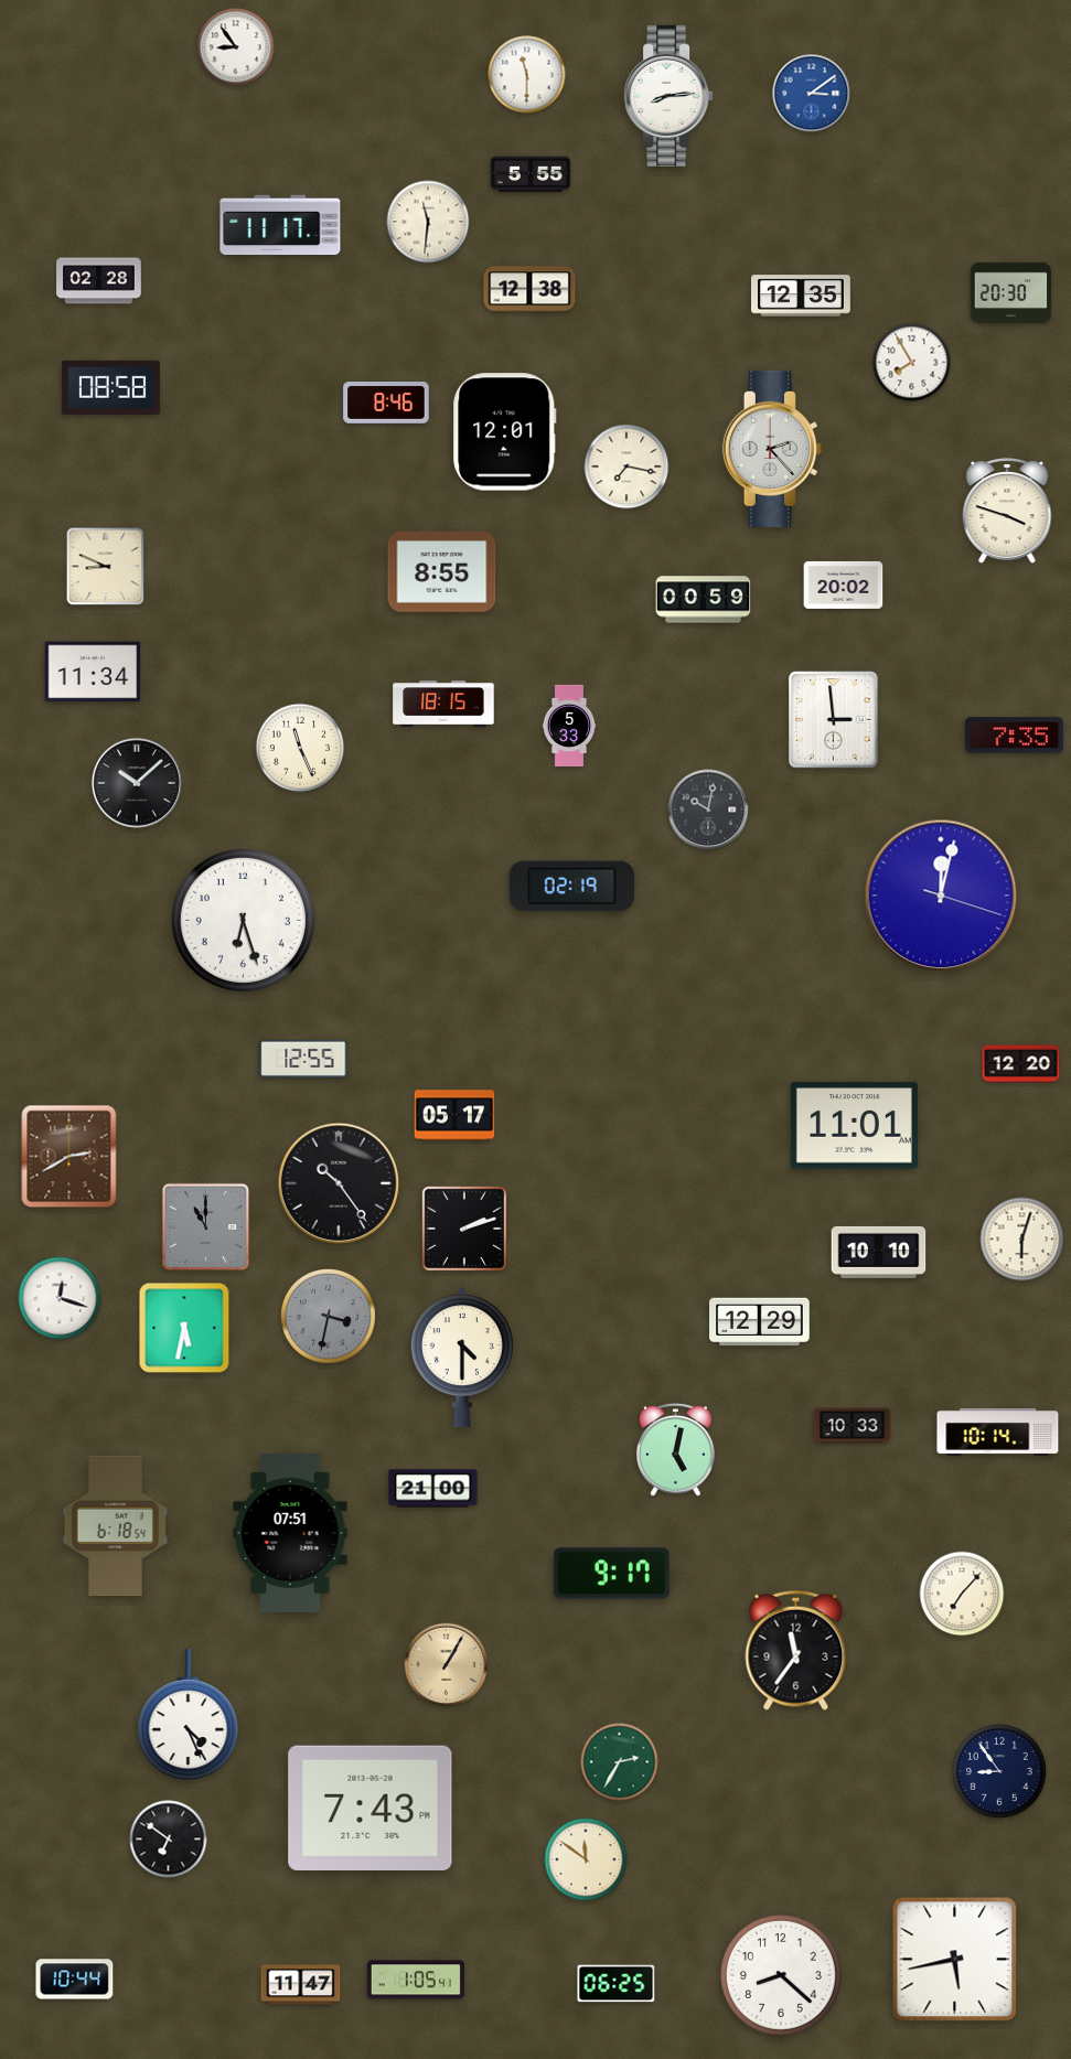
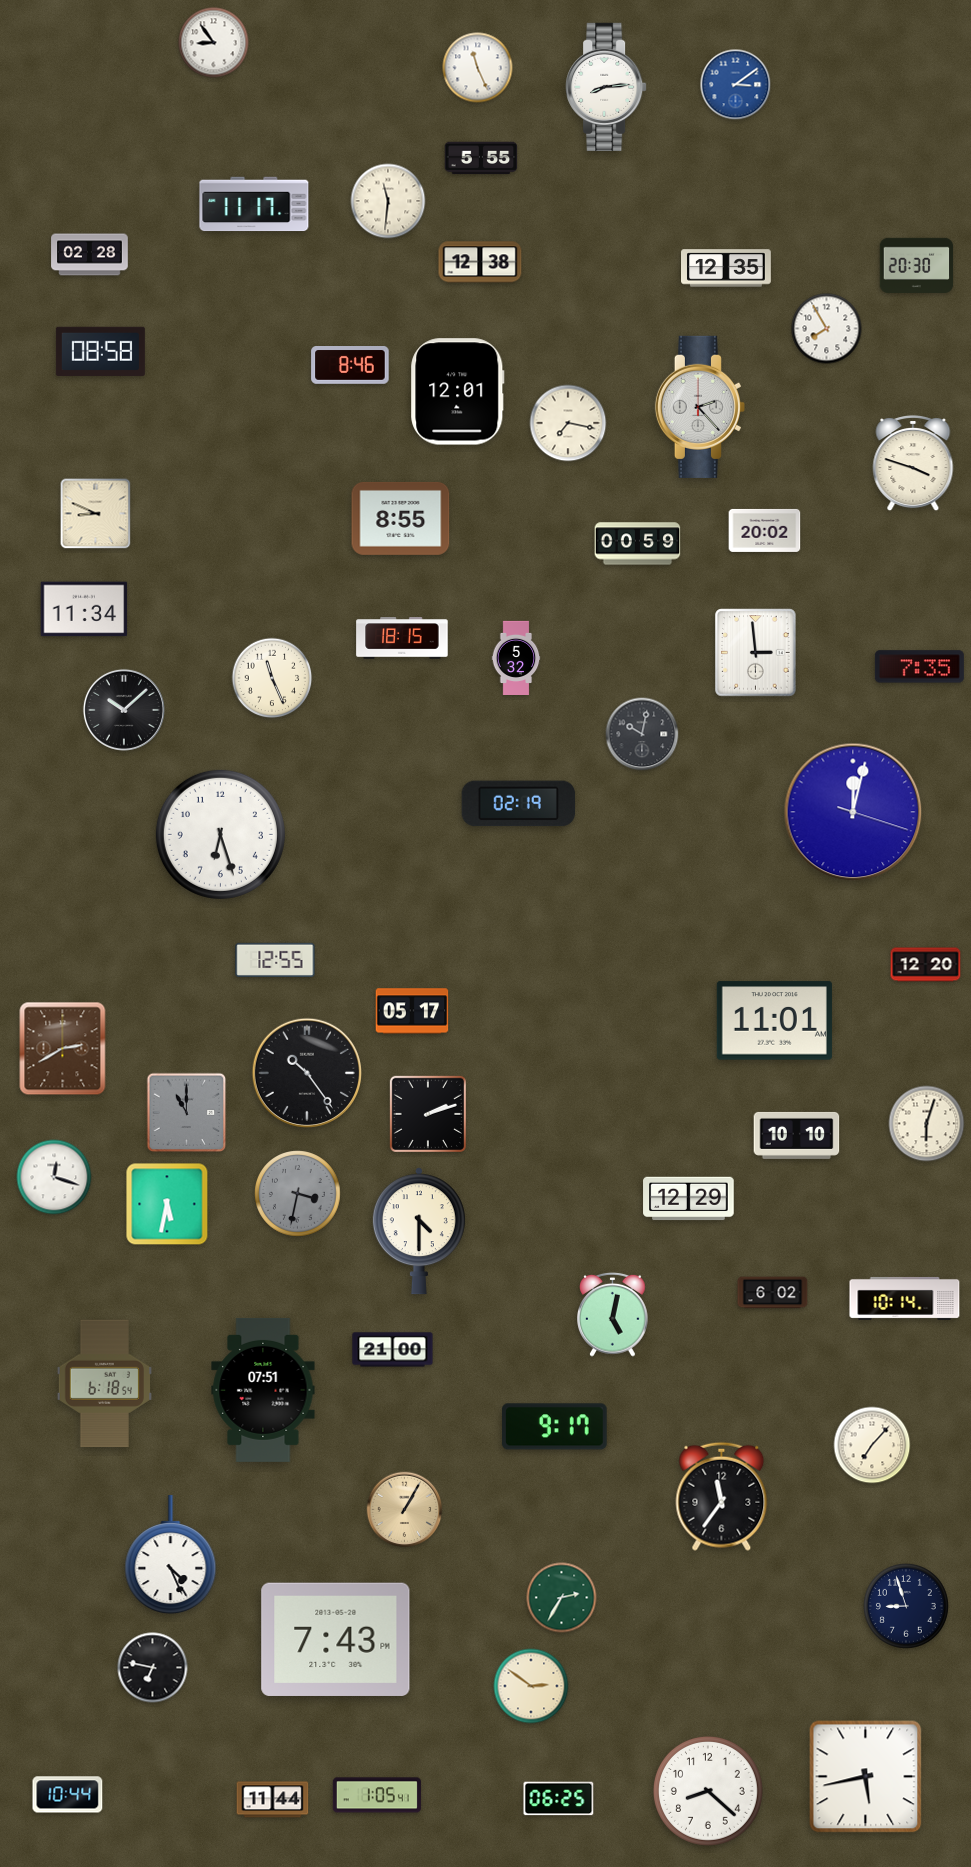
clock at (527, 75): 11:30 -> 11:26
clock at (569, 726): 5:33 -> 5:32
clock at (463, 1227) position: (463, 1227) -> (427, 1113)
clock at (853, 1426): 10:33 -> 6:02
clock at (999, 1771): 8:54 -> 8:57
clock at (169, 1840): 6:51 -> 6:47
clock at (586, 1859): 11:51 -> 2:51
clock at (301, 1985): 11:47 -> 11:44
